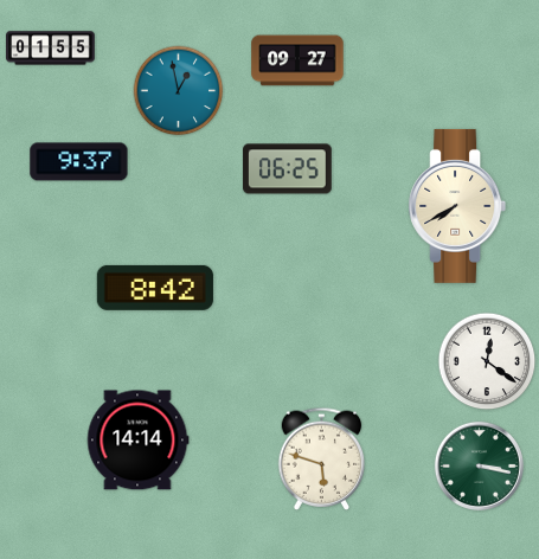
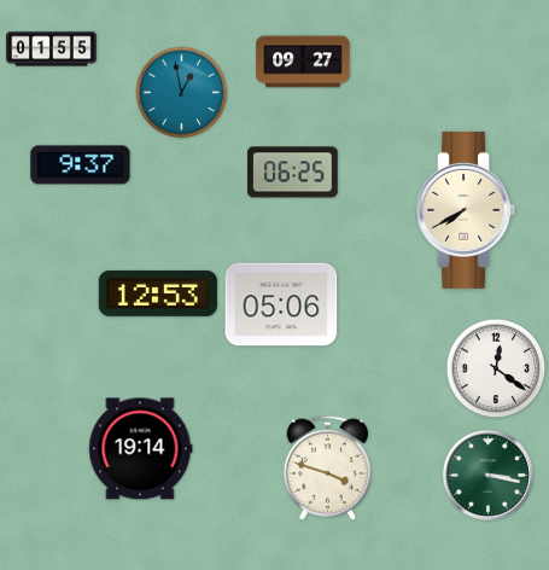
clock at (155, 288): 8:42 -> 12:53
clock at (281, 304): none -> 05:06
clock at (137, 441): 14:14 -> 19:14
clock at (322, 458): 5:48 -> 3:48
